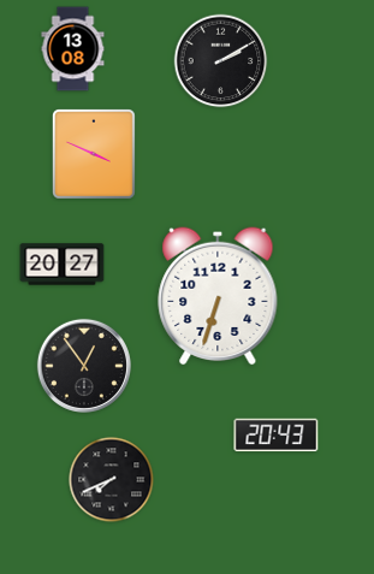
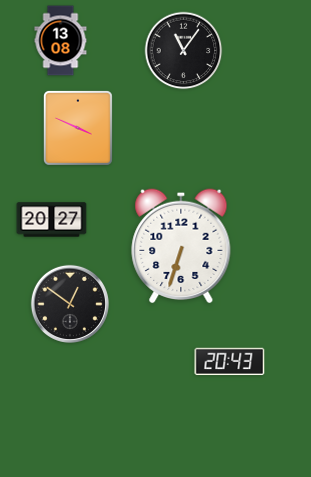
clock at (221, 61): 2:10 -> 11:06
clock at (84, 366): 12:54 -> 12:51
clock at (112, 480): 7:41 -> none
